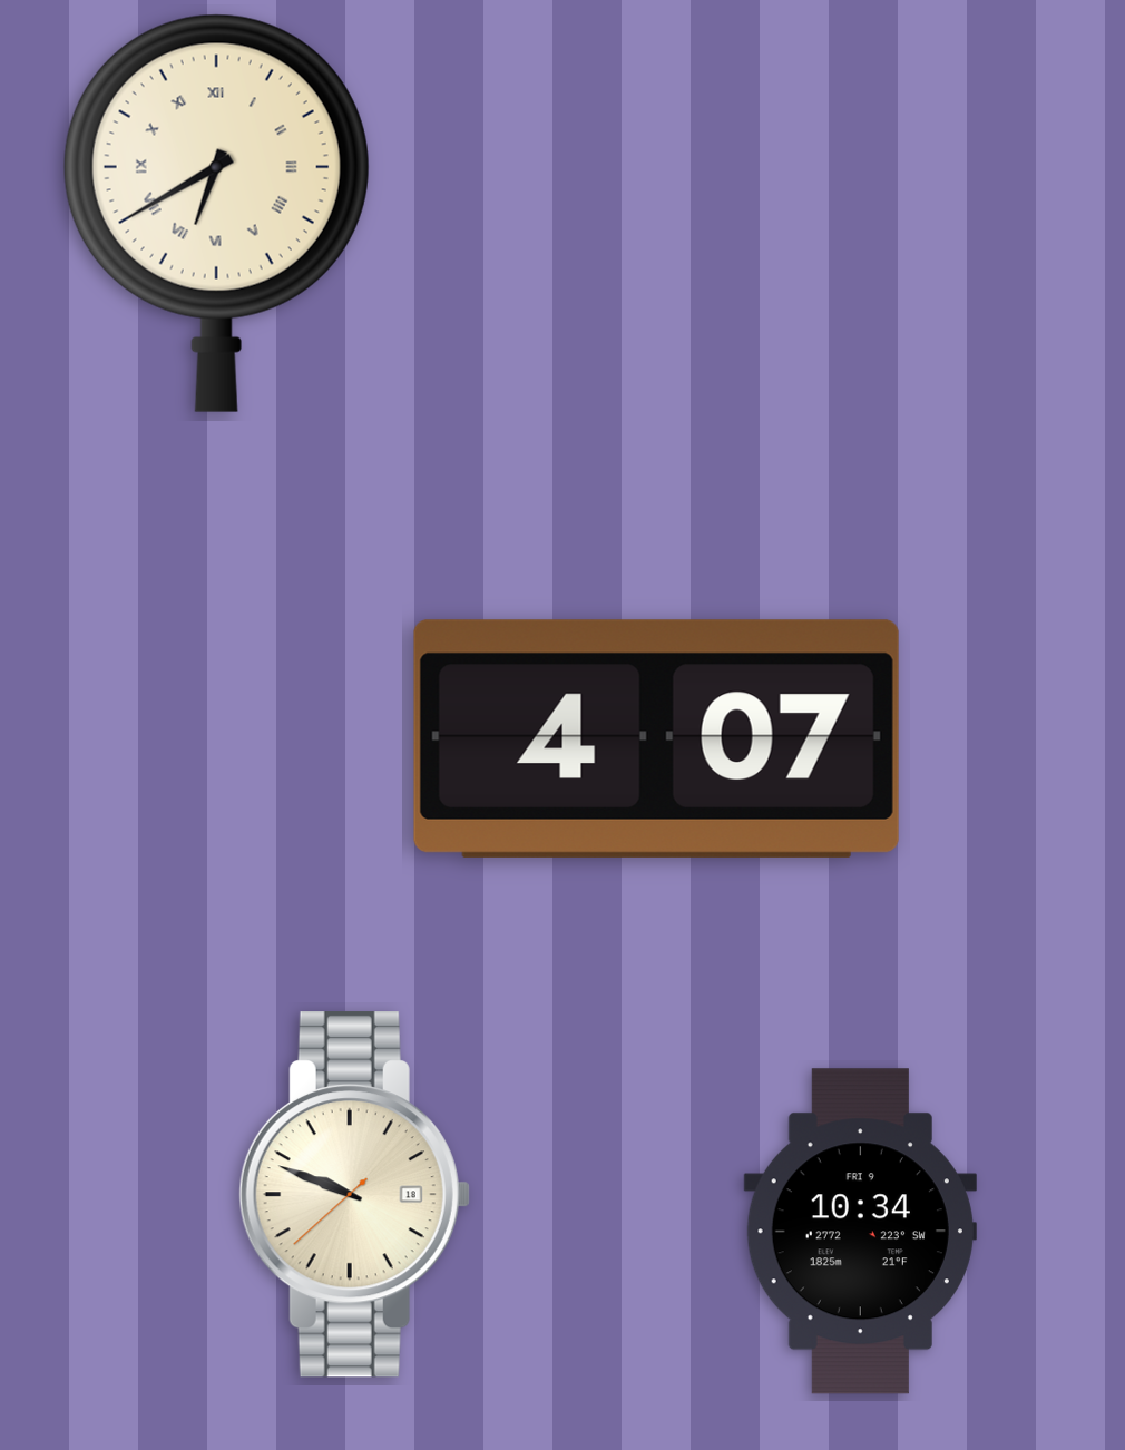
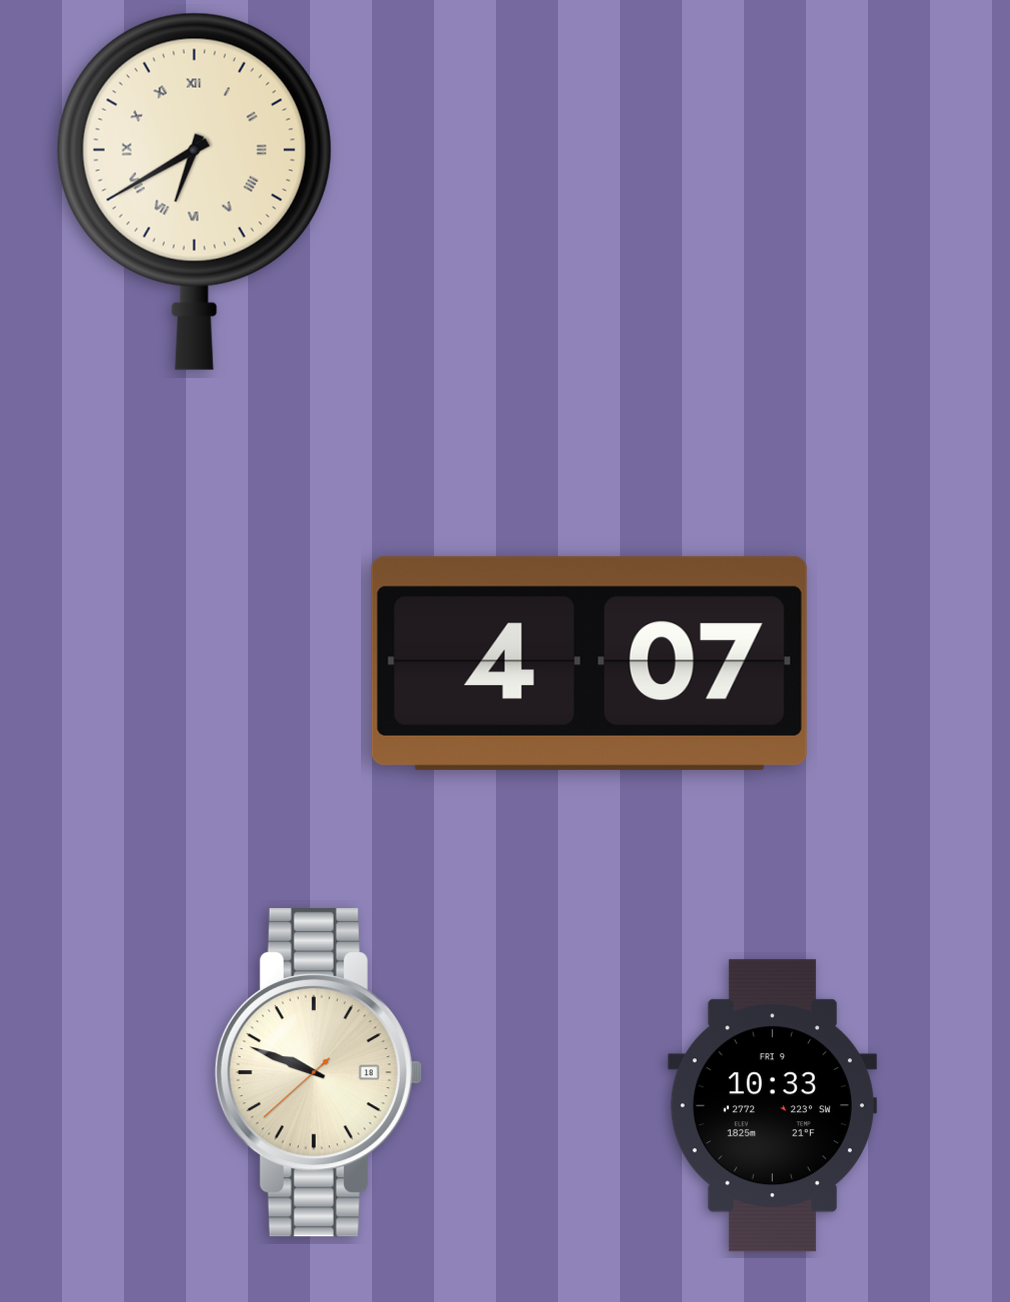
clock at (860, 1232): 10:34 -> 10:33
